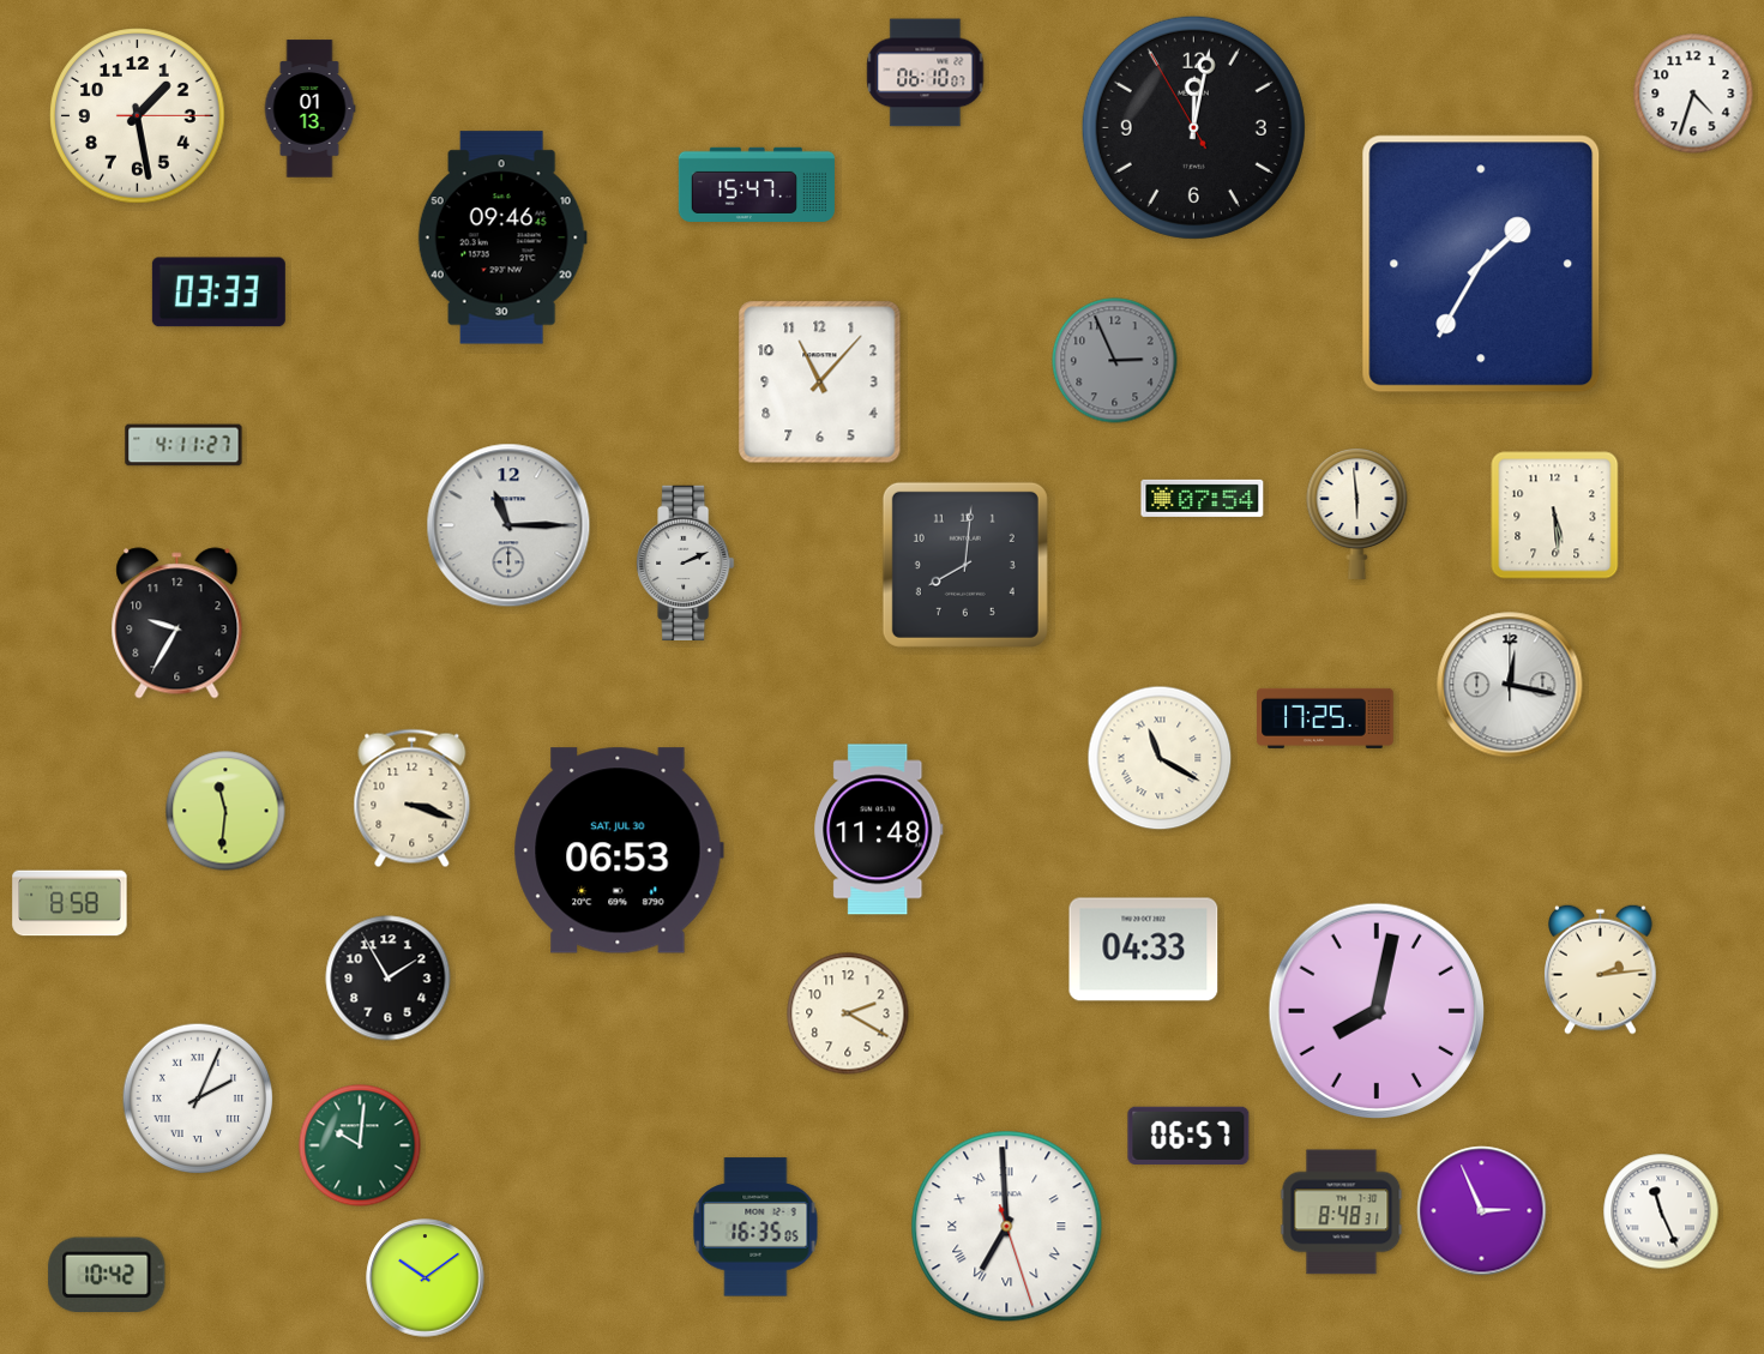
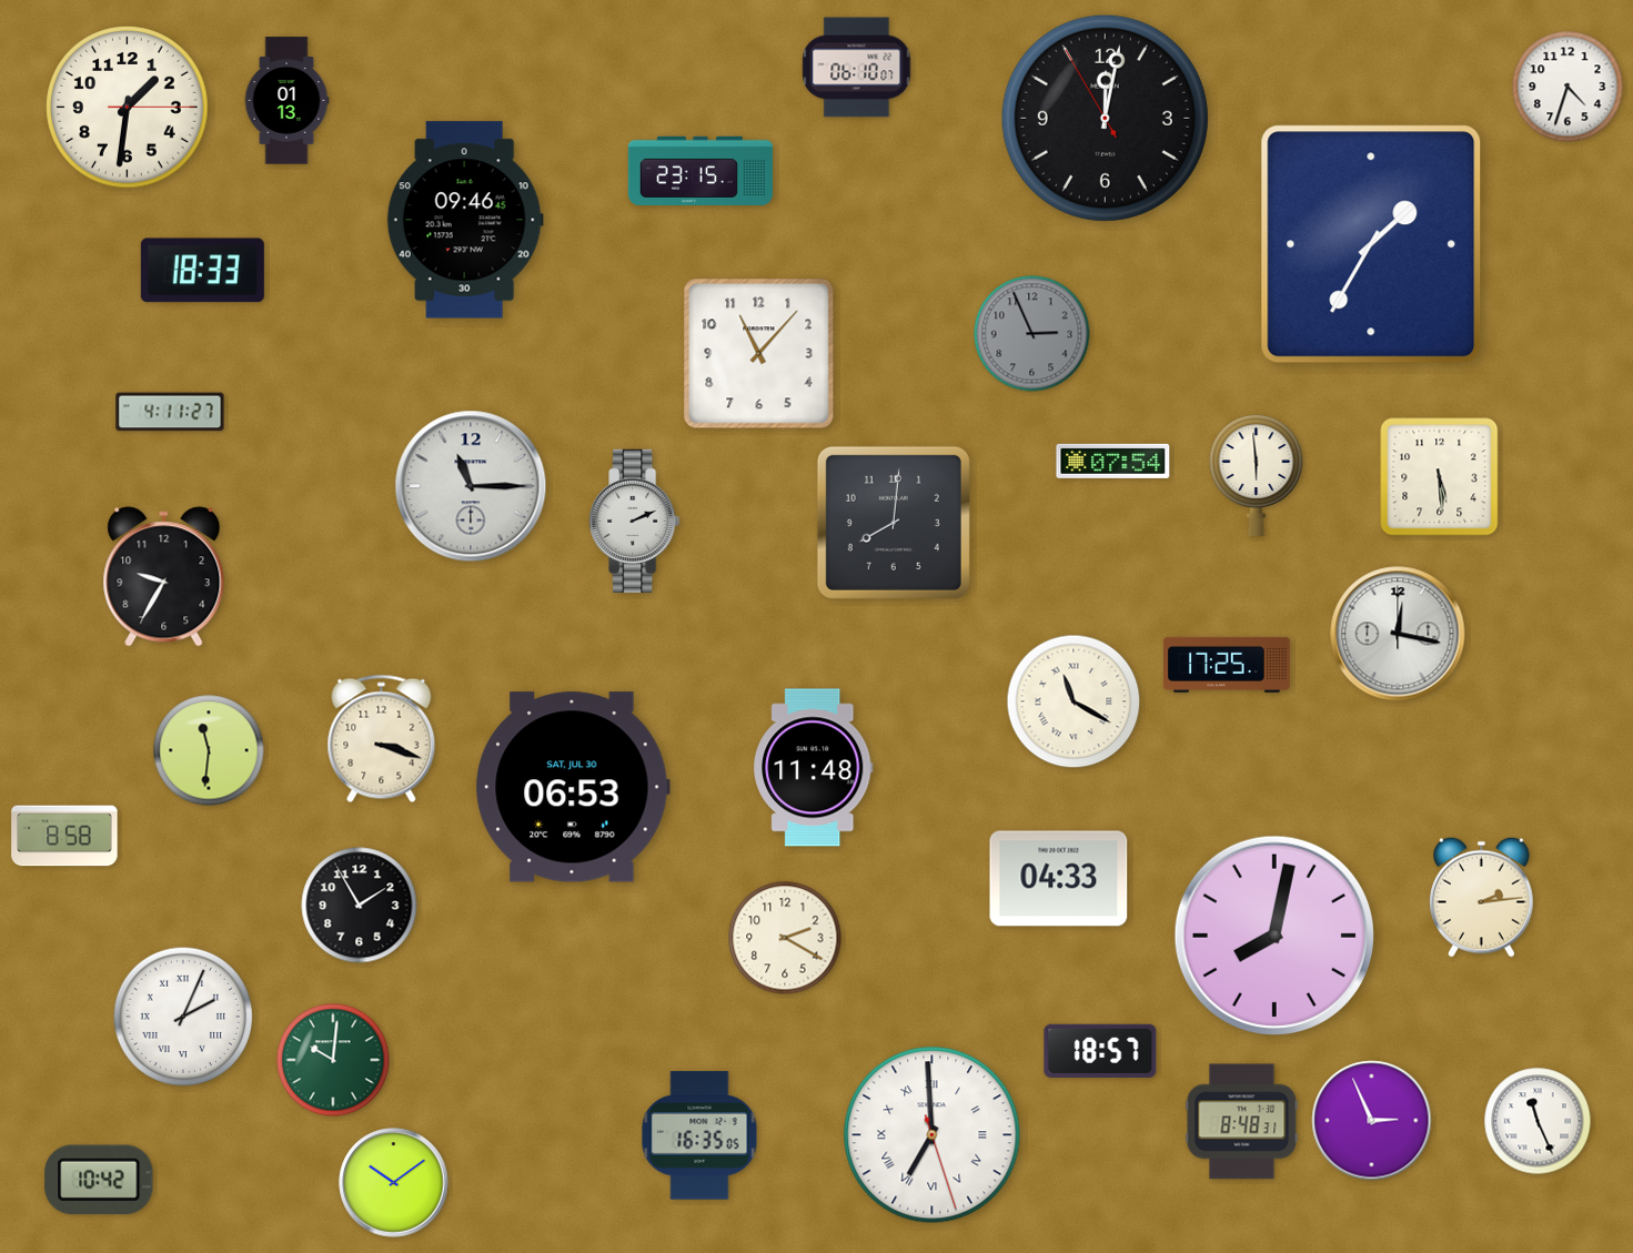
clock at (138, 116): 1:28 -> 1:31
clock at (757, 185): 15:47 -> 23:15
clock at (218, 293): 03:33 -> 18:33
clock at (1188, 1136): 06:57 -> 18:57
